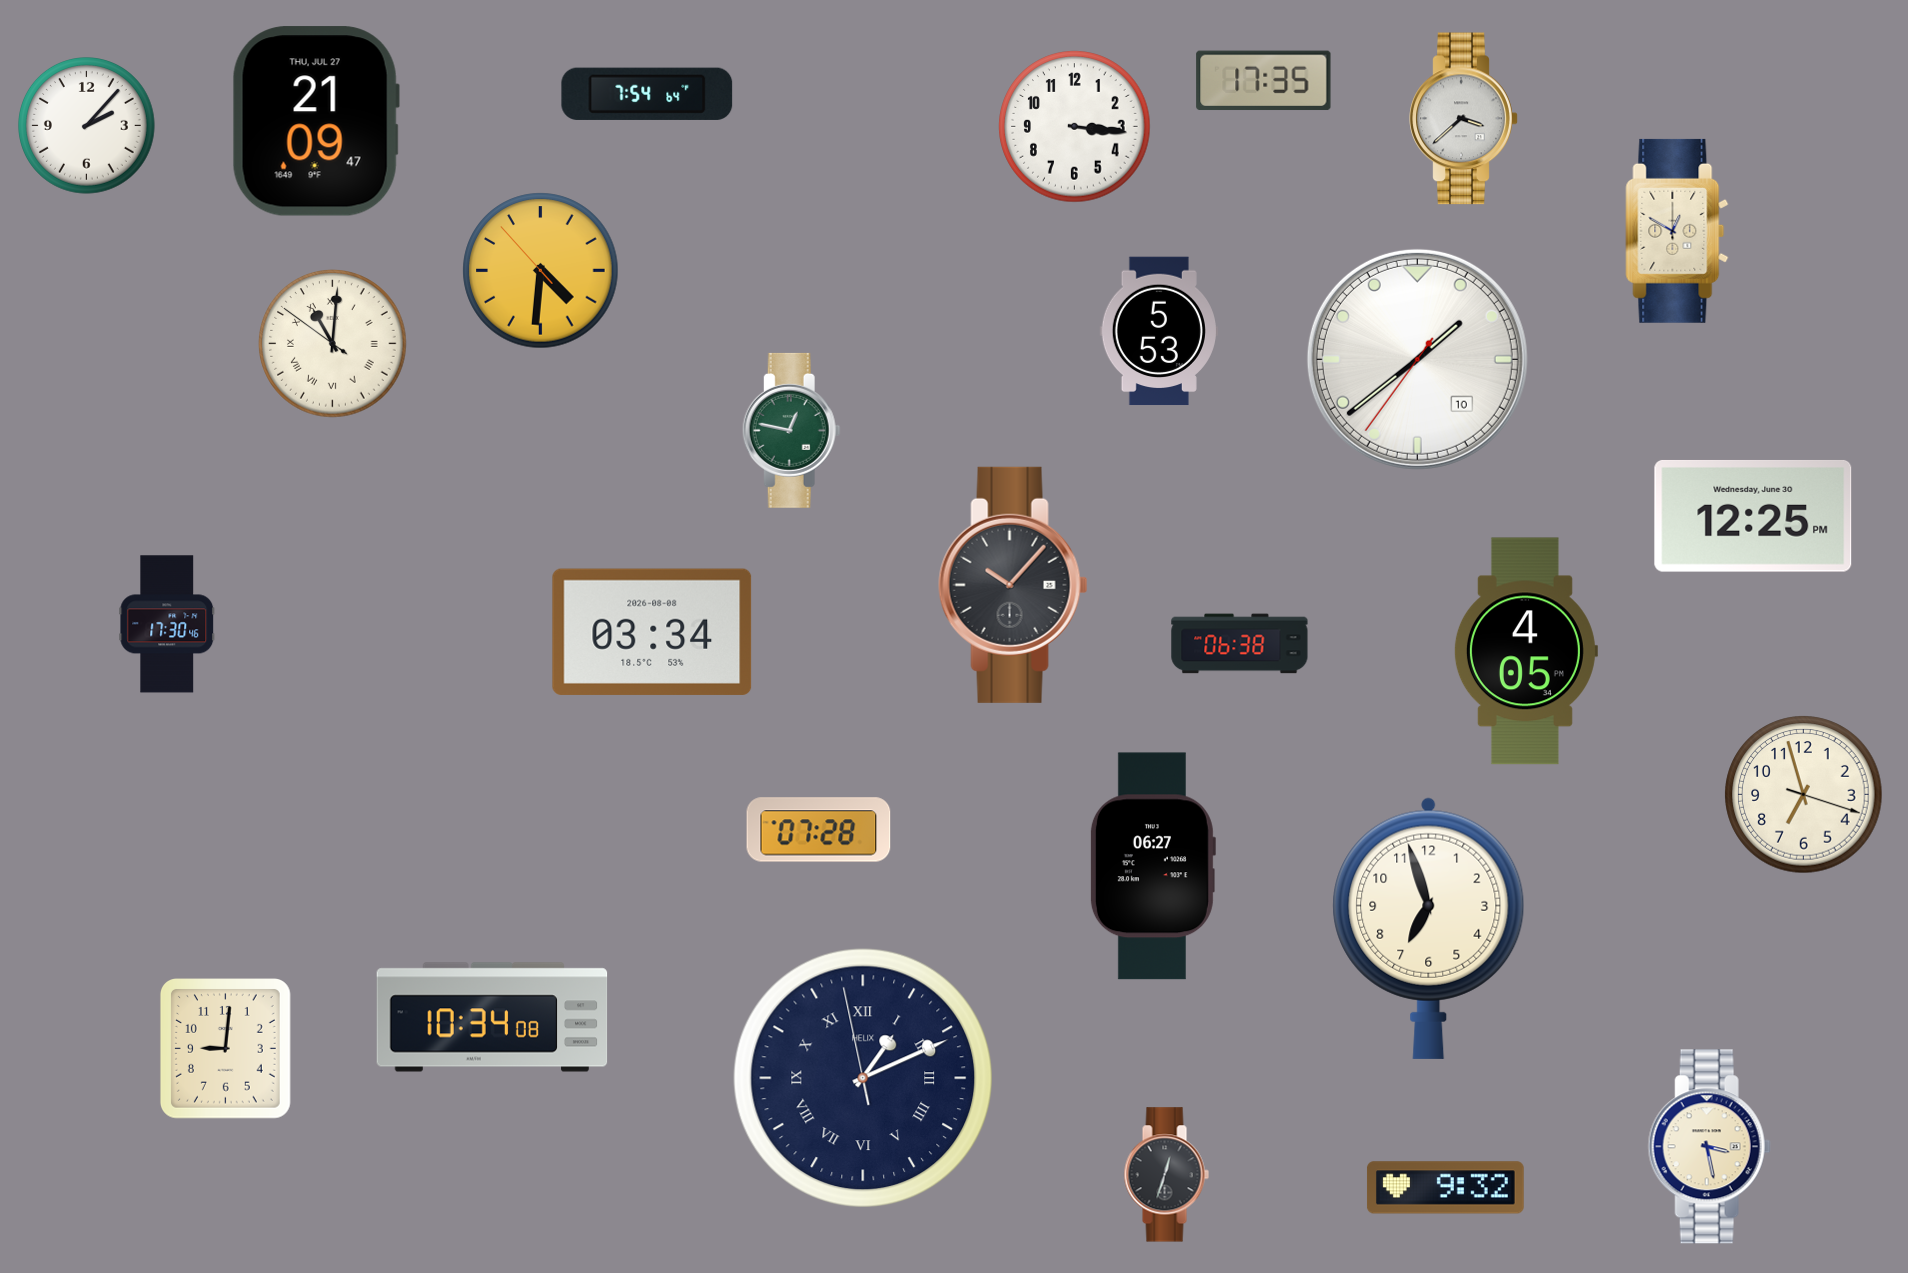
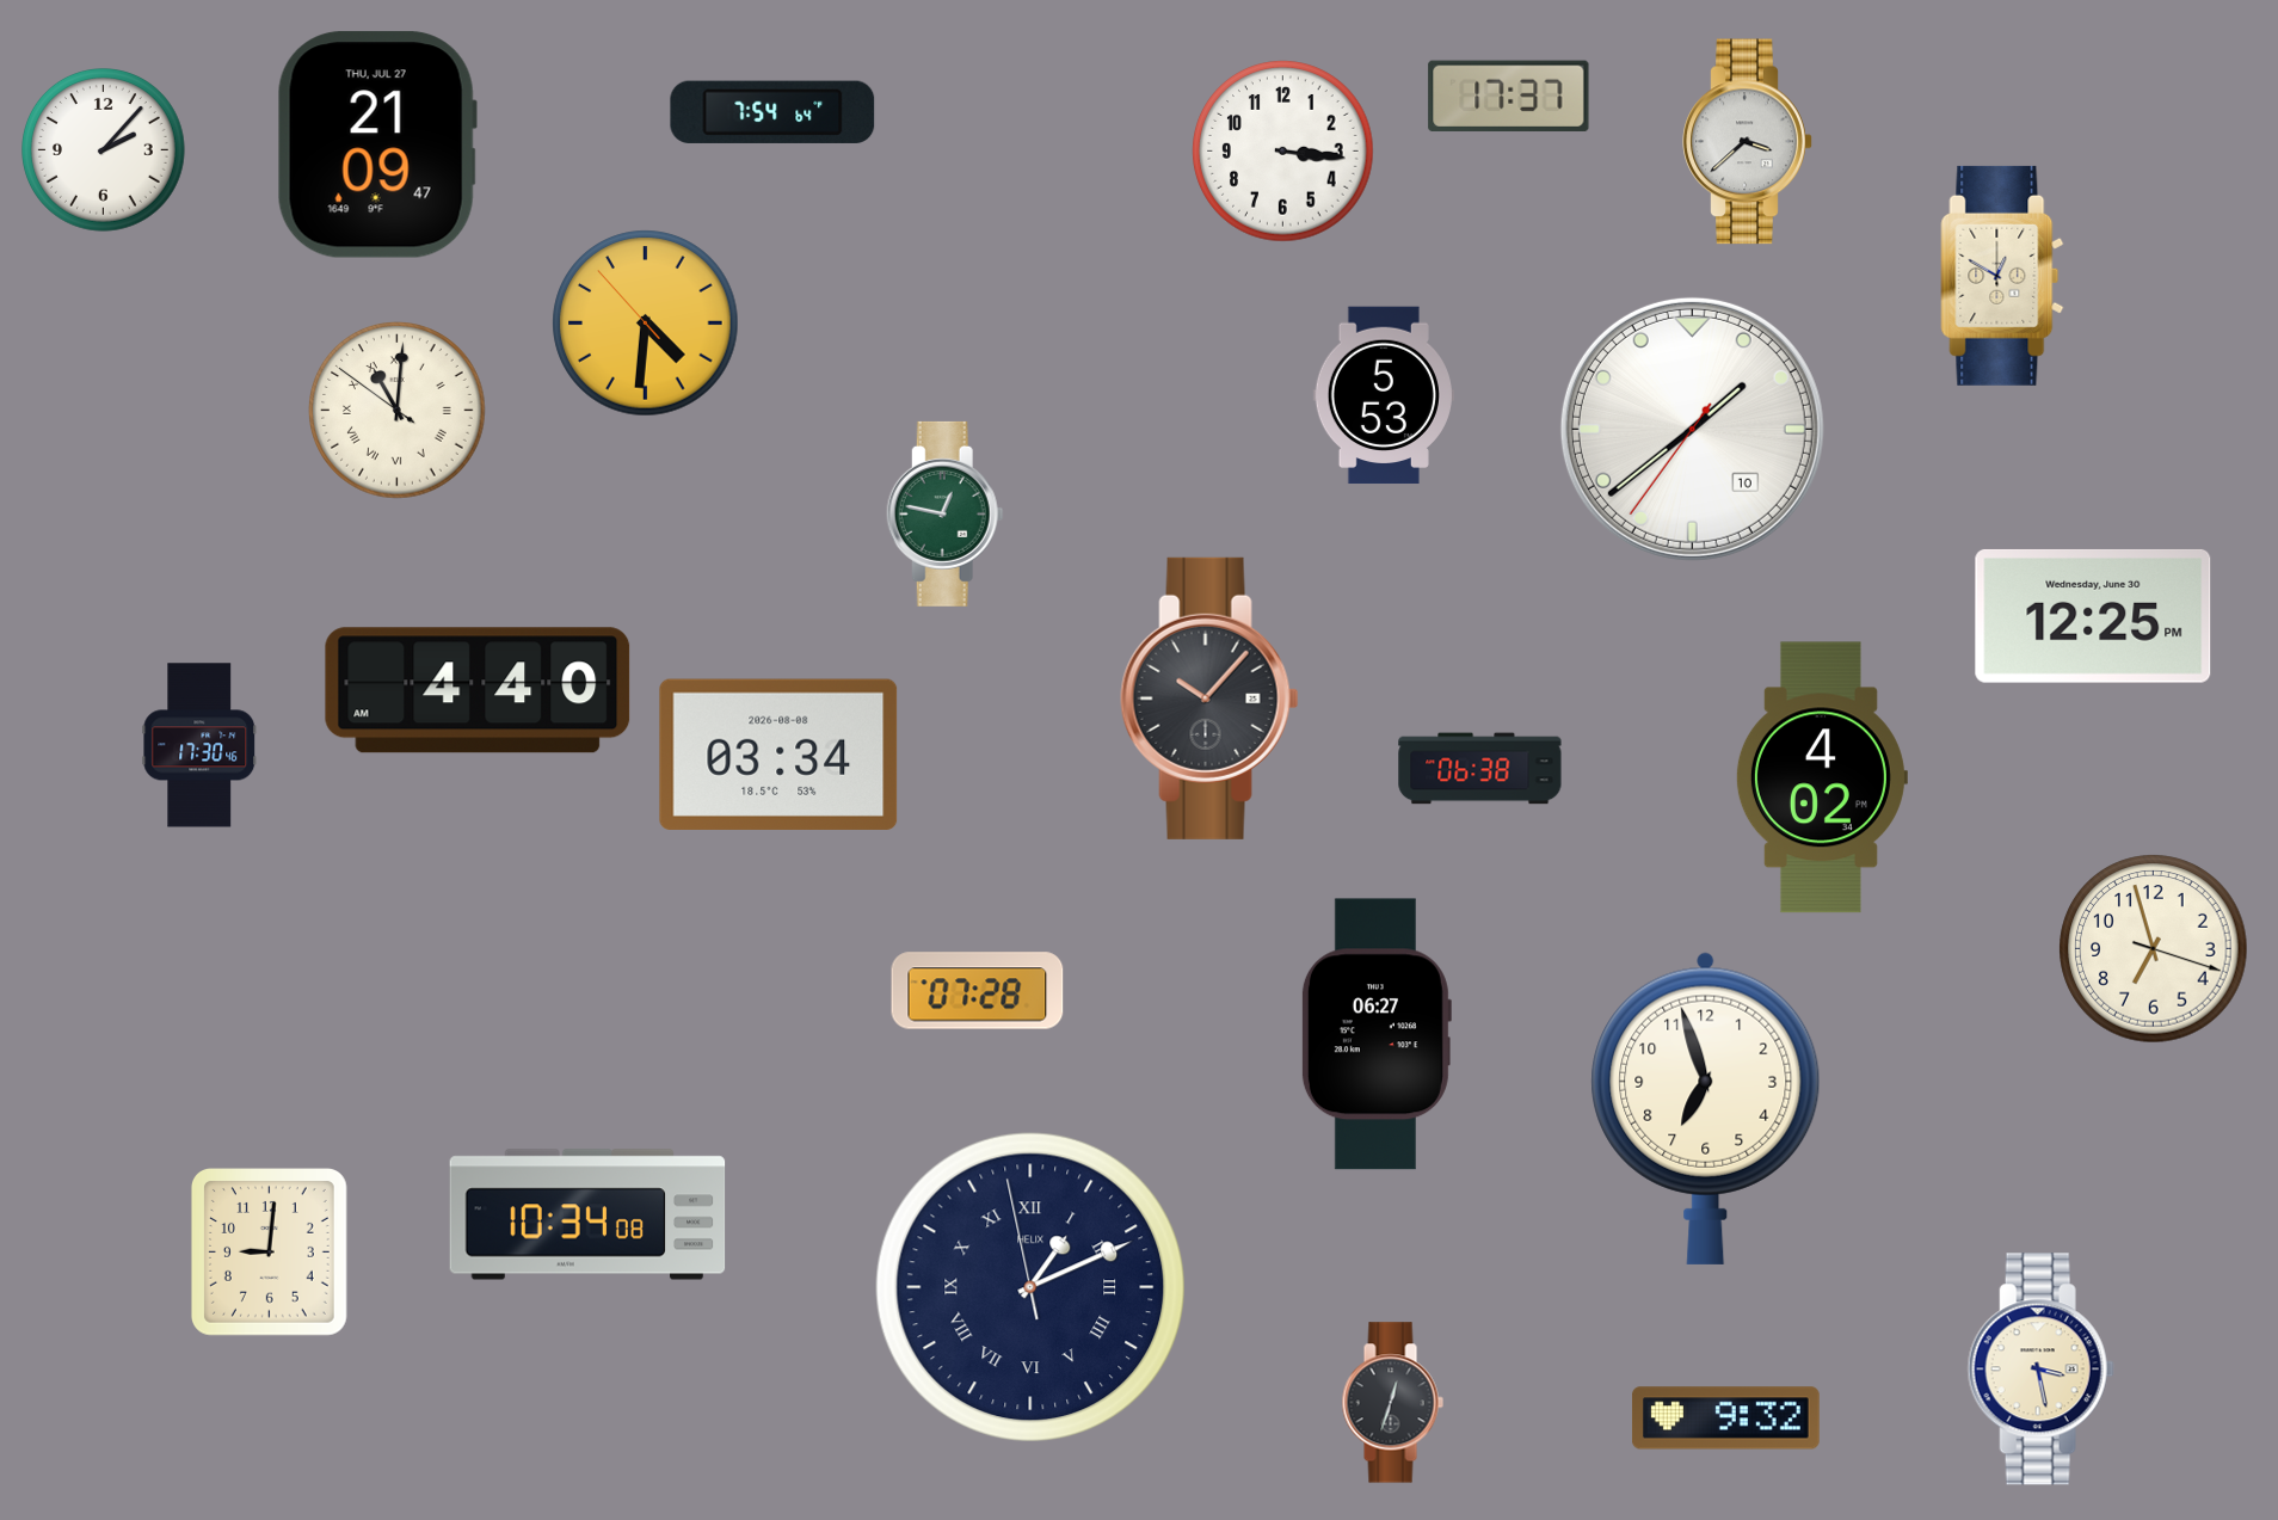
clock at (1264, 81): 17:35 -> 17:37
clock at (478, 690): none -> 4:40
clock at (1525, 651): 4:05 -> 4:02
